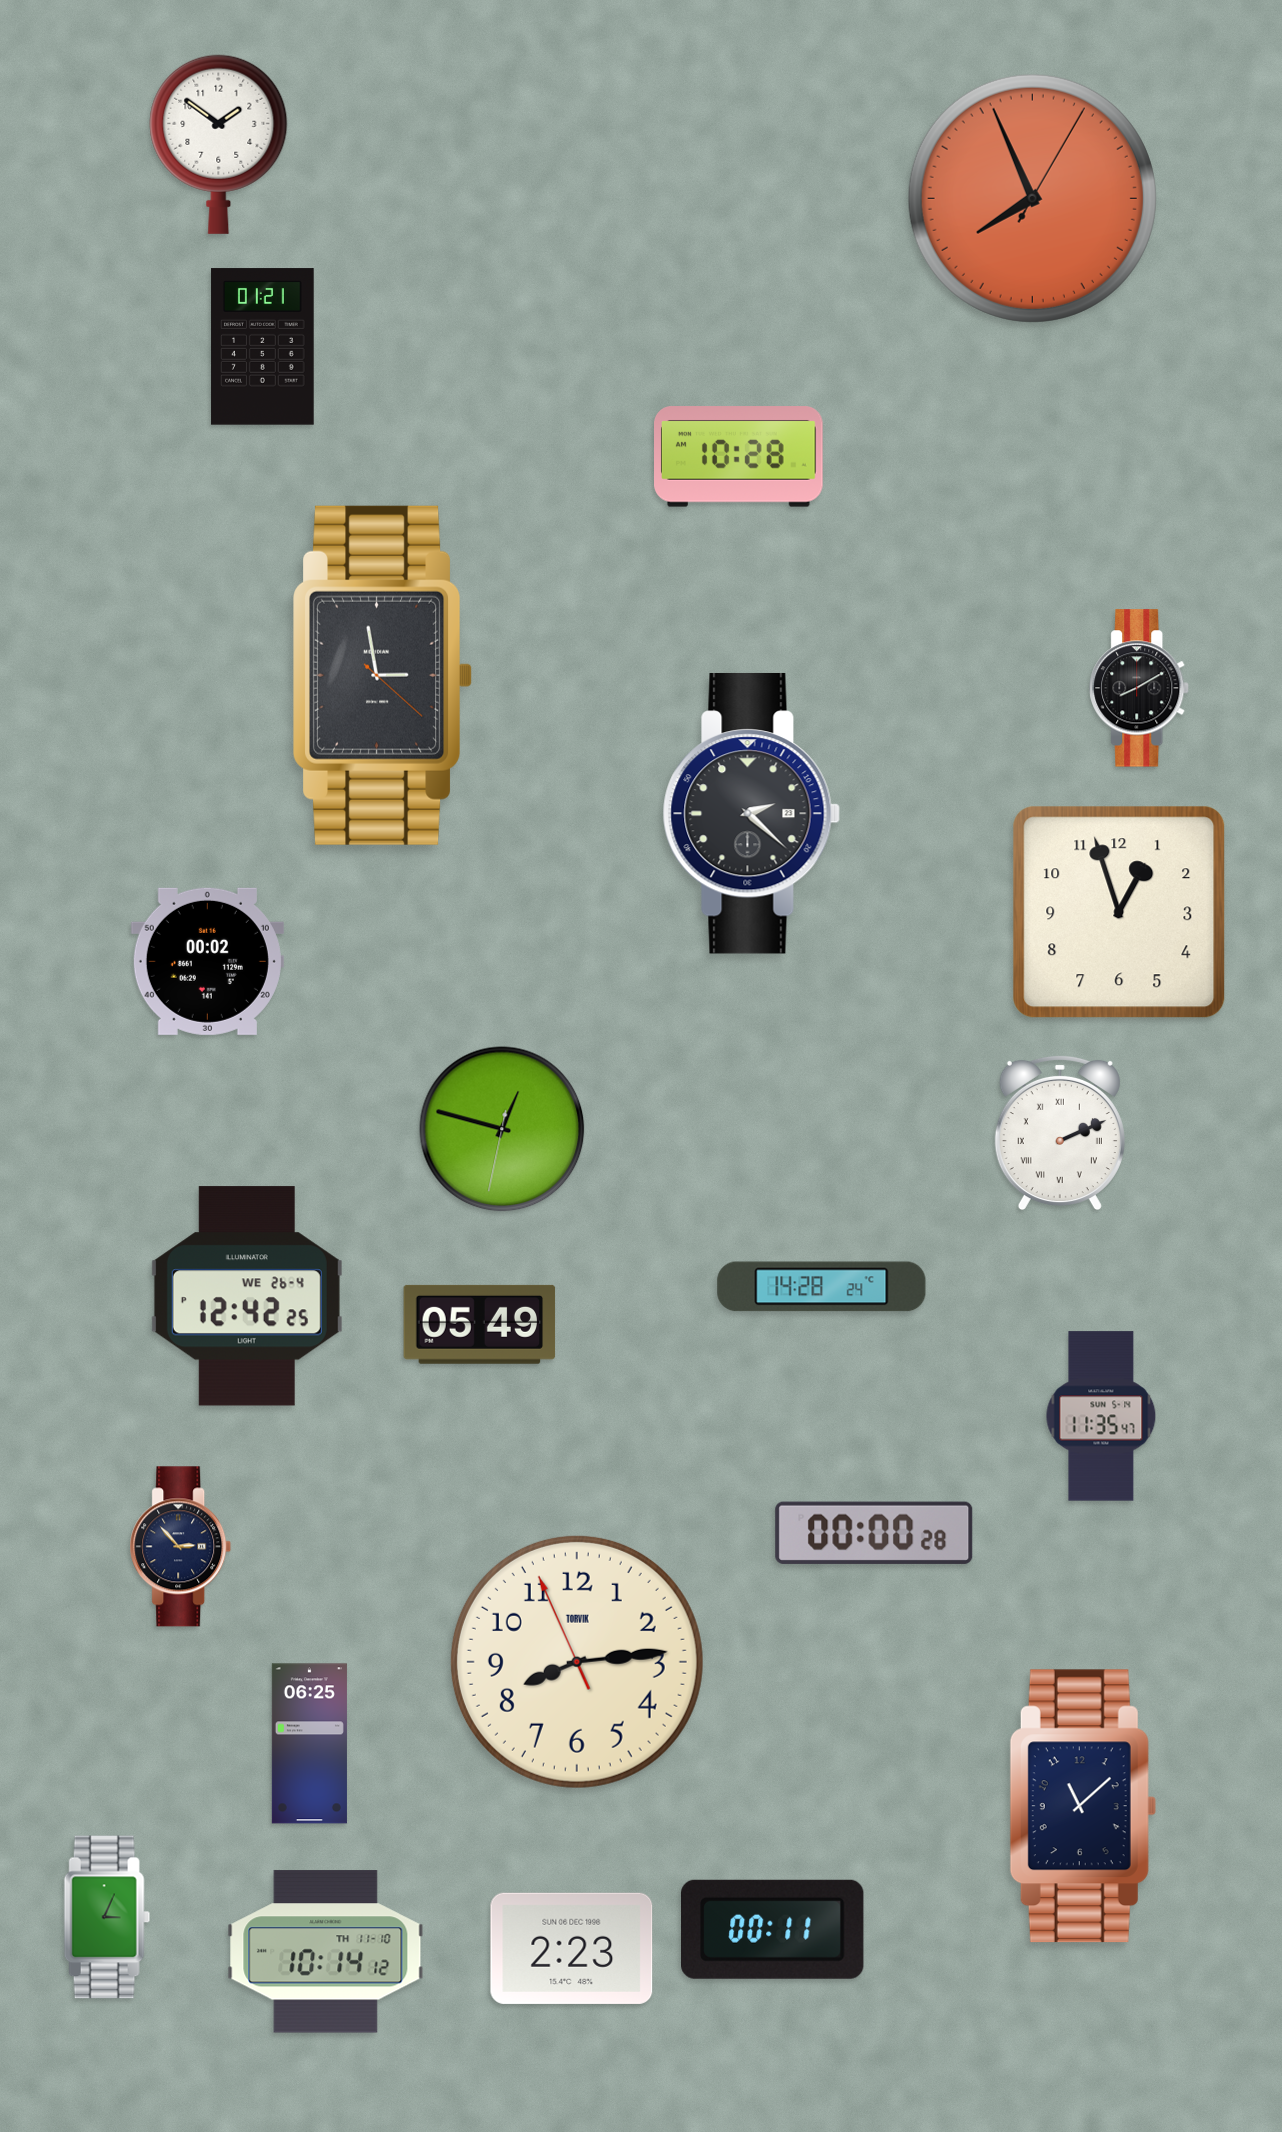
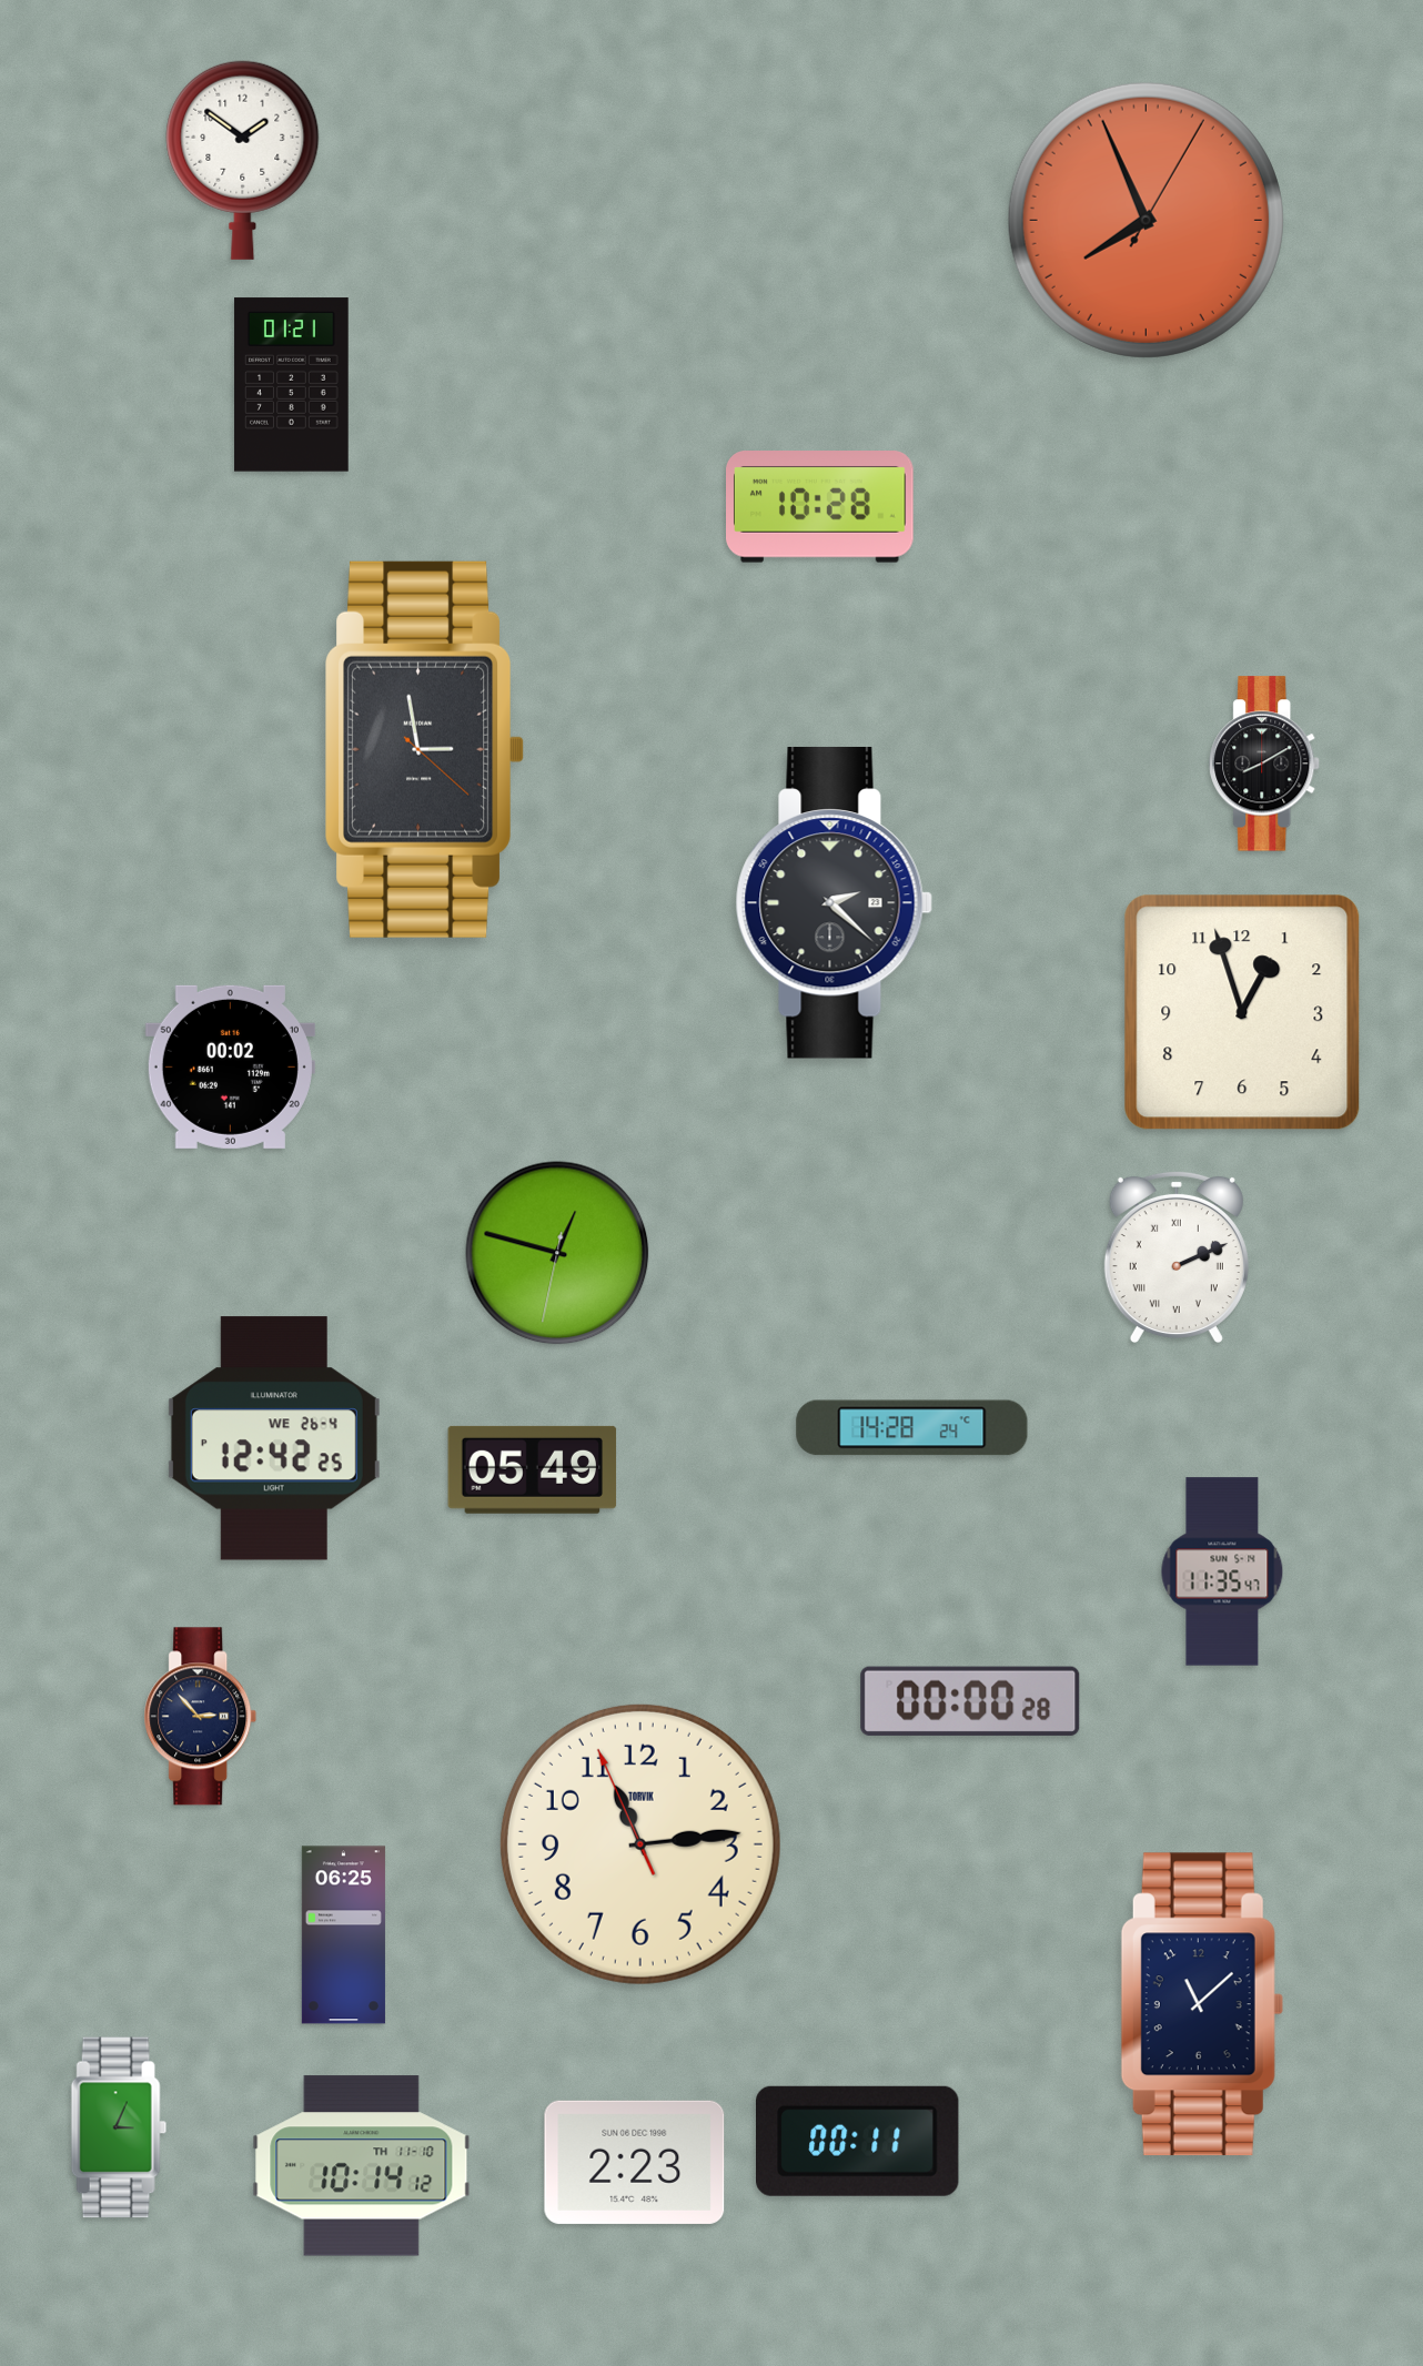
clock at (577, 1662): 8:13 -> 11:13
